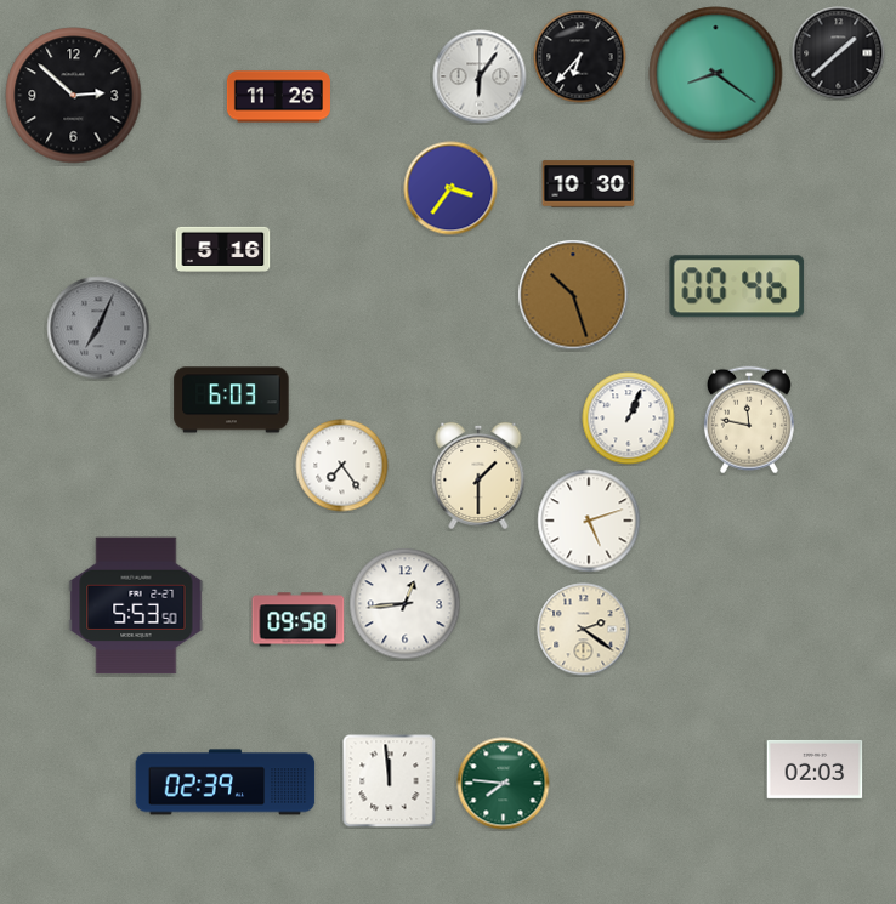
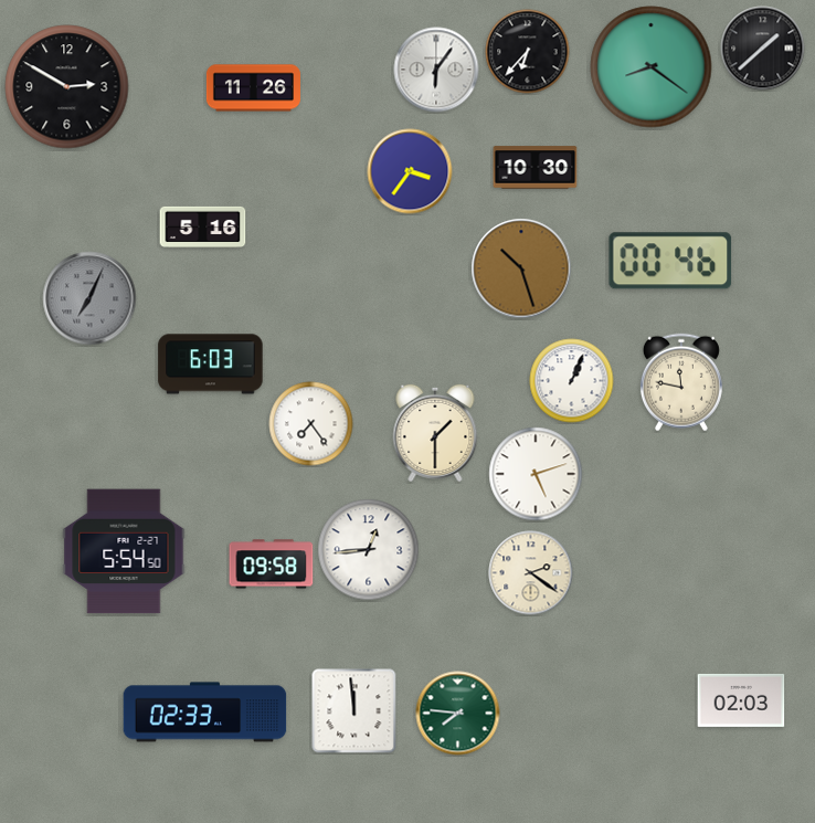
clock at (74, 96): 2:52 -> 2:50
clock at (136, 605): 5:53 -> 5:54
clock at (226, 783): 02:39 -> 02:33
